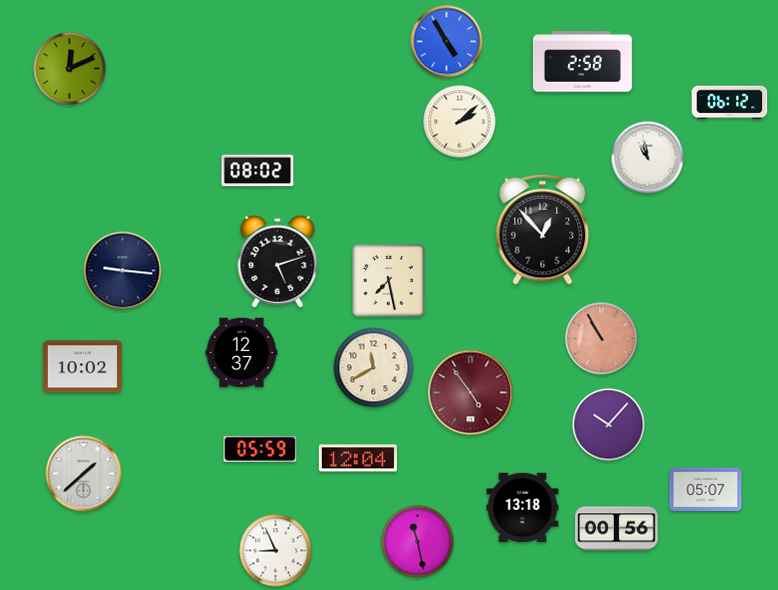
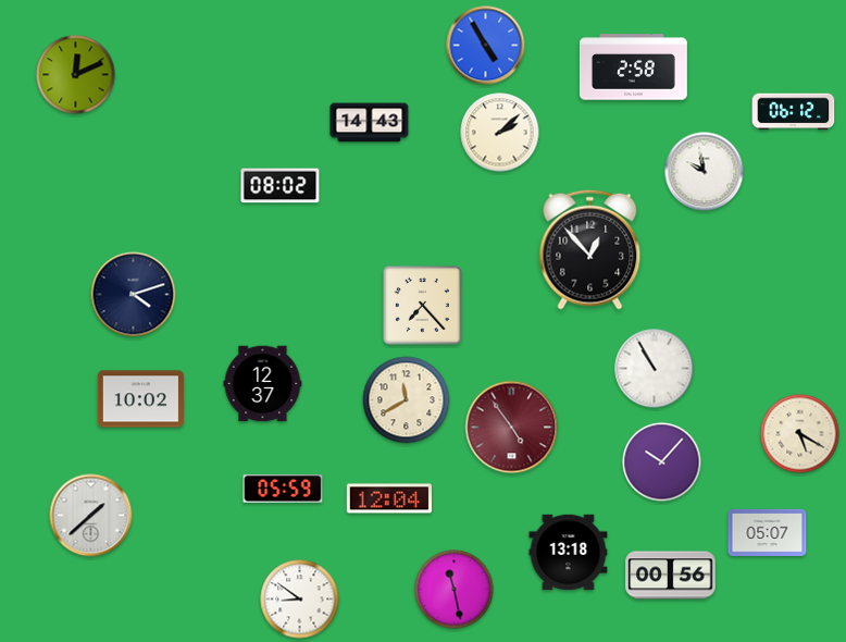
clock at (370, 123): none -> 14:43
clock at (648, 158): 10:58 -> 9:58
clock at (278, 261): 5:12 -> none
clock at (123, 271): 9:16 -> 4:12
clock at (388, 280): 7:28 -> 7:23
clock at (602, 339) dial: salmon -> white
clock at (82, 367) position: (82, 367) -> (140, 399)
clock at (800, 434): none -> 5:20
clock at (276, 551): 8:56 -> 8:51
